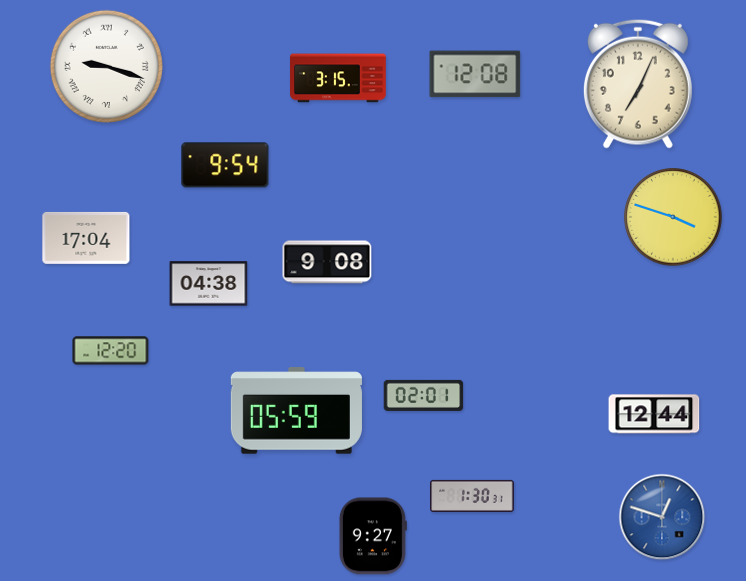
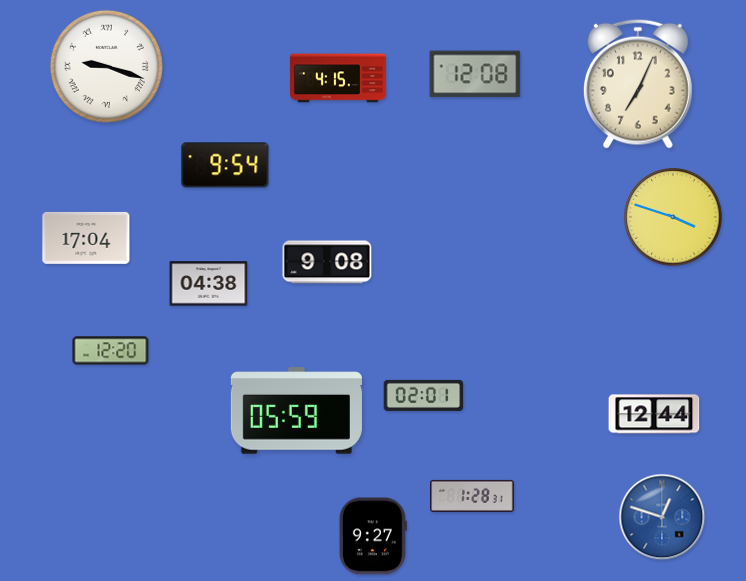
clock at (338, 78): 3:15 -> 4:15
clock at (472, 496): 1:30 -> 1:28
